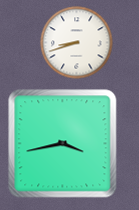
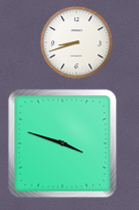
clock at (63, 144): 3:43 -> 3:48
